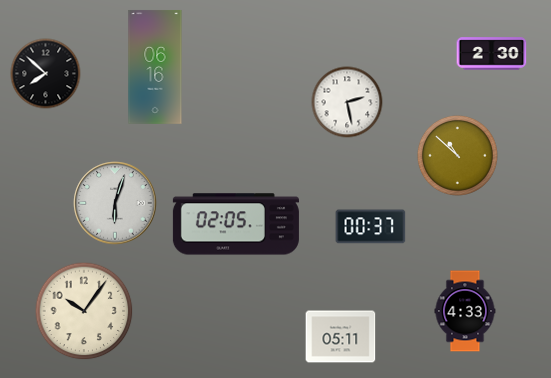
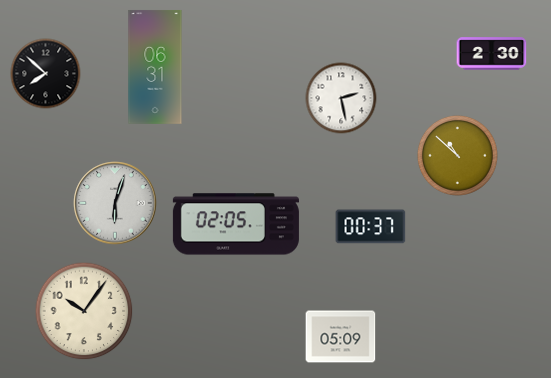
clock at (155, 67): 06:16 -> 06:31
clock at (347, 102) position: (347, 102) -> (341, 98)
clock at (465, 311): 4:33 -> none
clock at (341, 337): 05:11 -> 05:09
